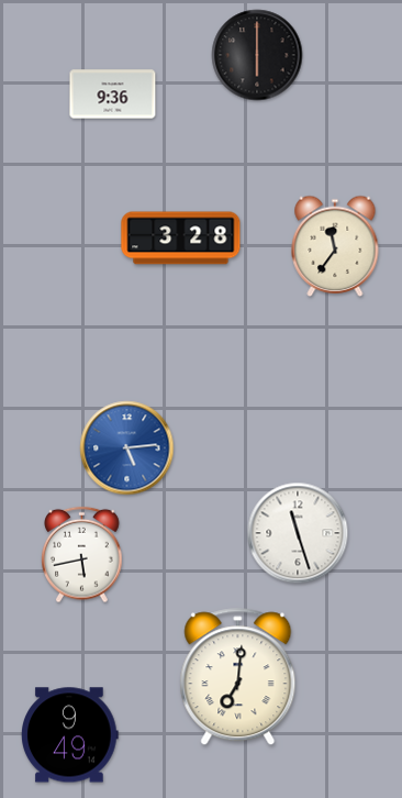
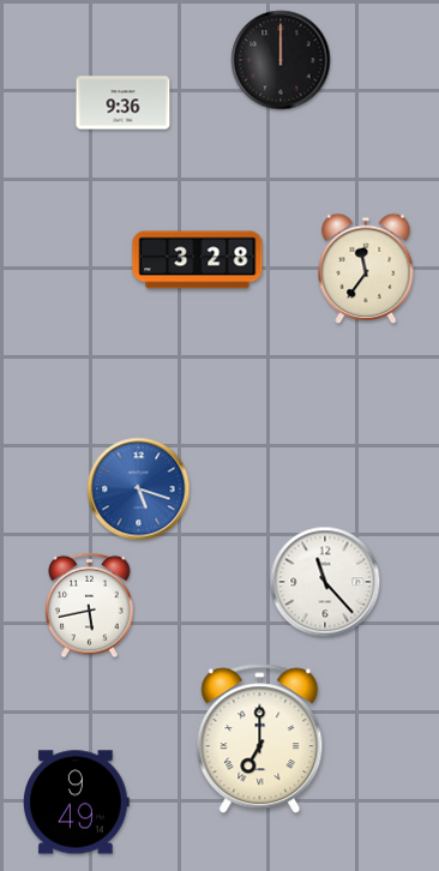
clock at (257, 55): 6:00 -> 12:00
clock at (127, 448): 5:14 -> 5:18
clock at (298, 533): 11:27 -> 11:23
clock at (238, 677): 7:01 -> 7:00
